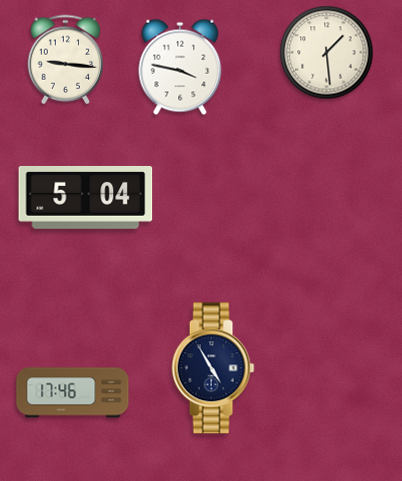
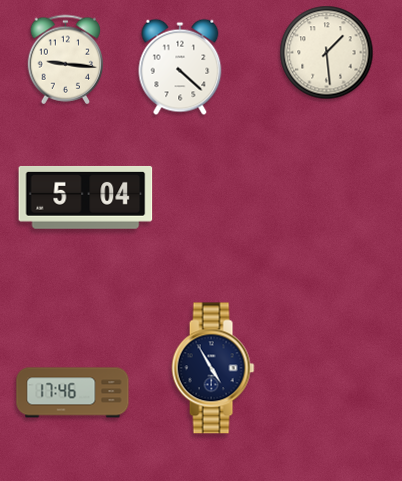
clock at (180, 67): 3:47 -> 4:22
